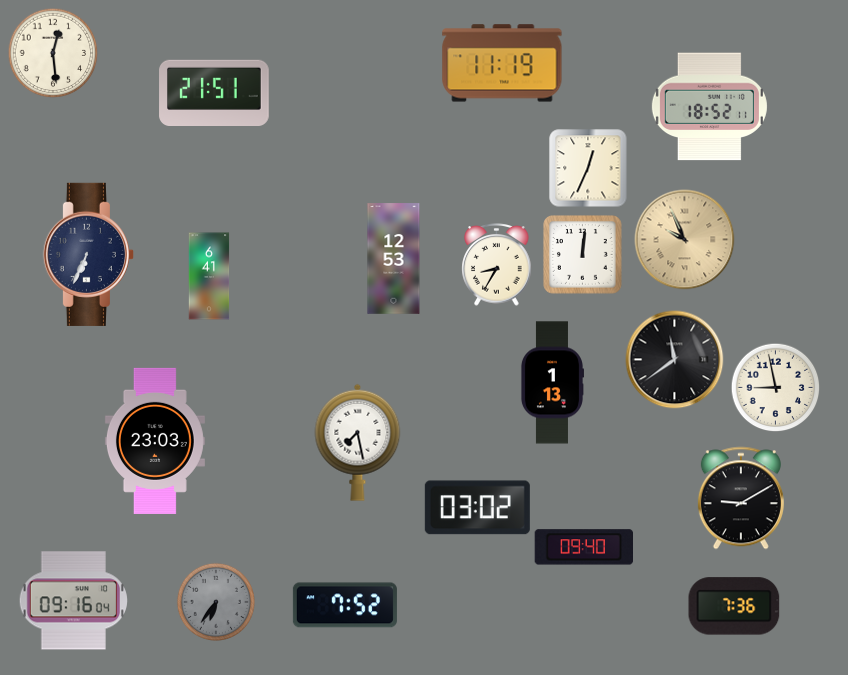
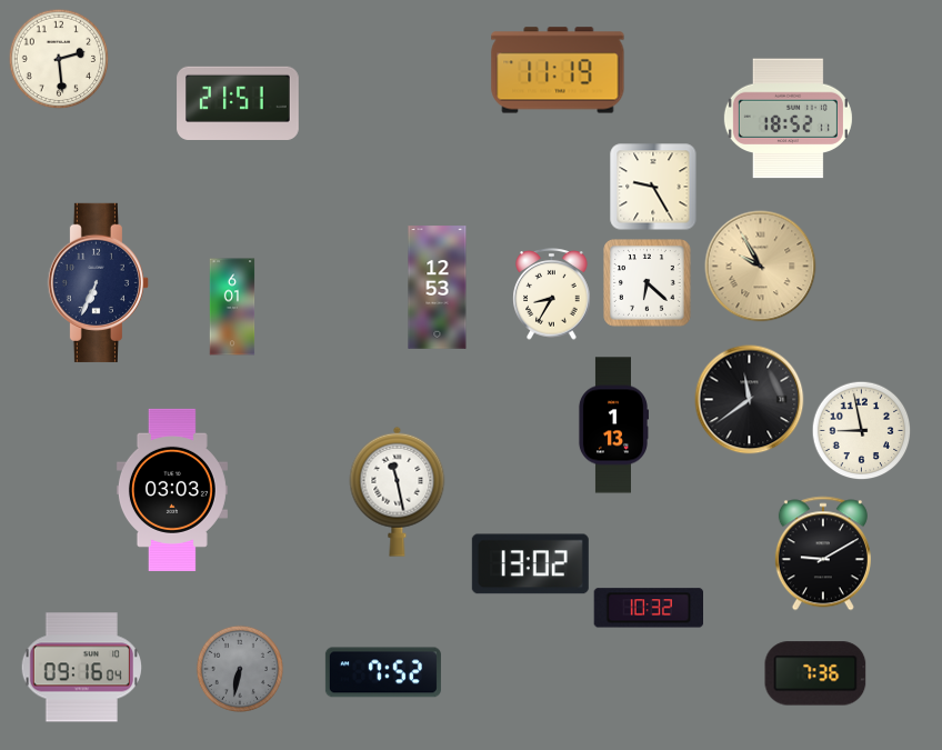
clock at (53, 53): 12:29 -> 2:29
clock at (588, 168): 12:34 -> 9:25
clock at (685, 240): 9:56 -> 9:55
clock at (583, 255): 12:01 -> 6:22
clock at (209, 276): 6:41 -> 6:01
clock at (155, 441): 23:03 -> 03:03
clock at (358, 442): 7:28 -> 11:28
clock at (477, 508): 03:02 -> 13:02
clock at (584, 547): 09:40 -> 10:32
clock at (216, 602): 6:36 -> 6:32
